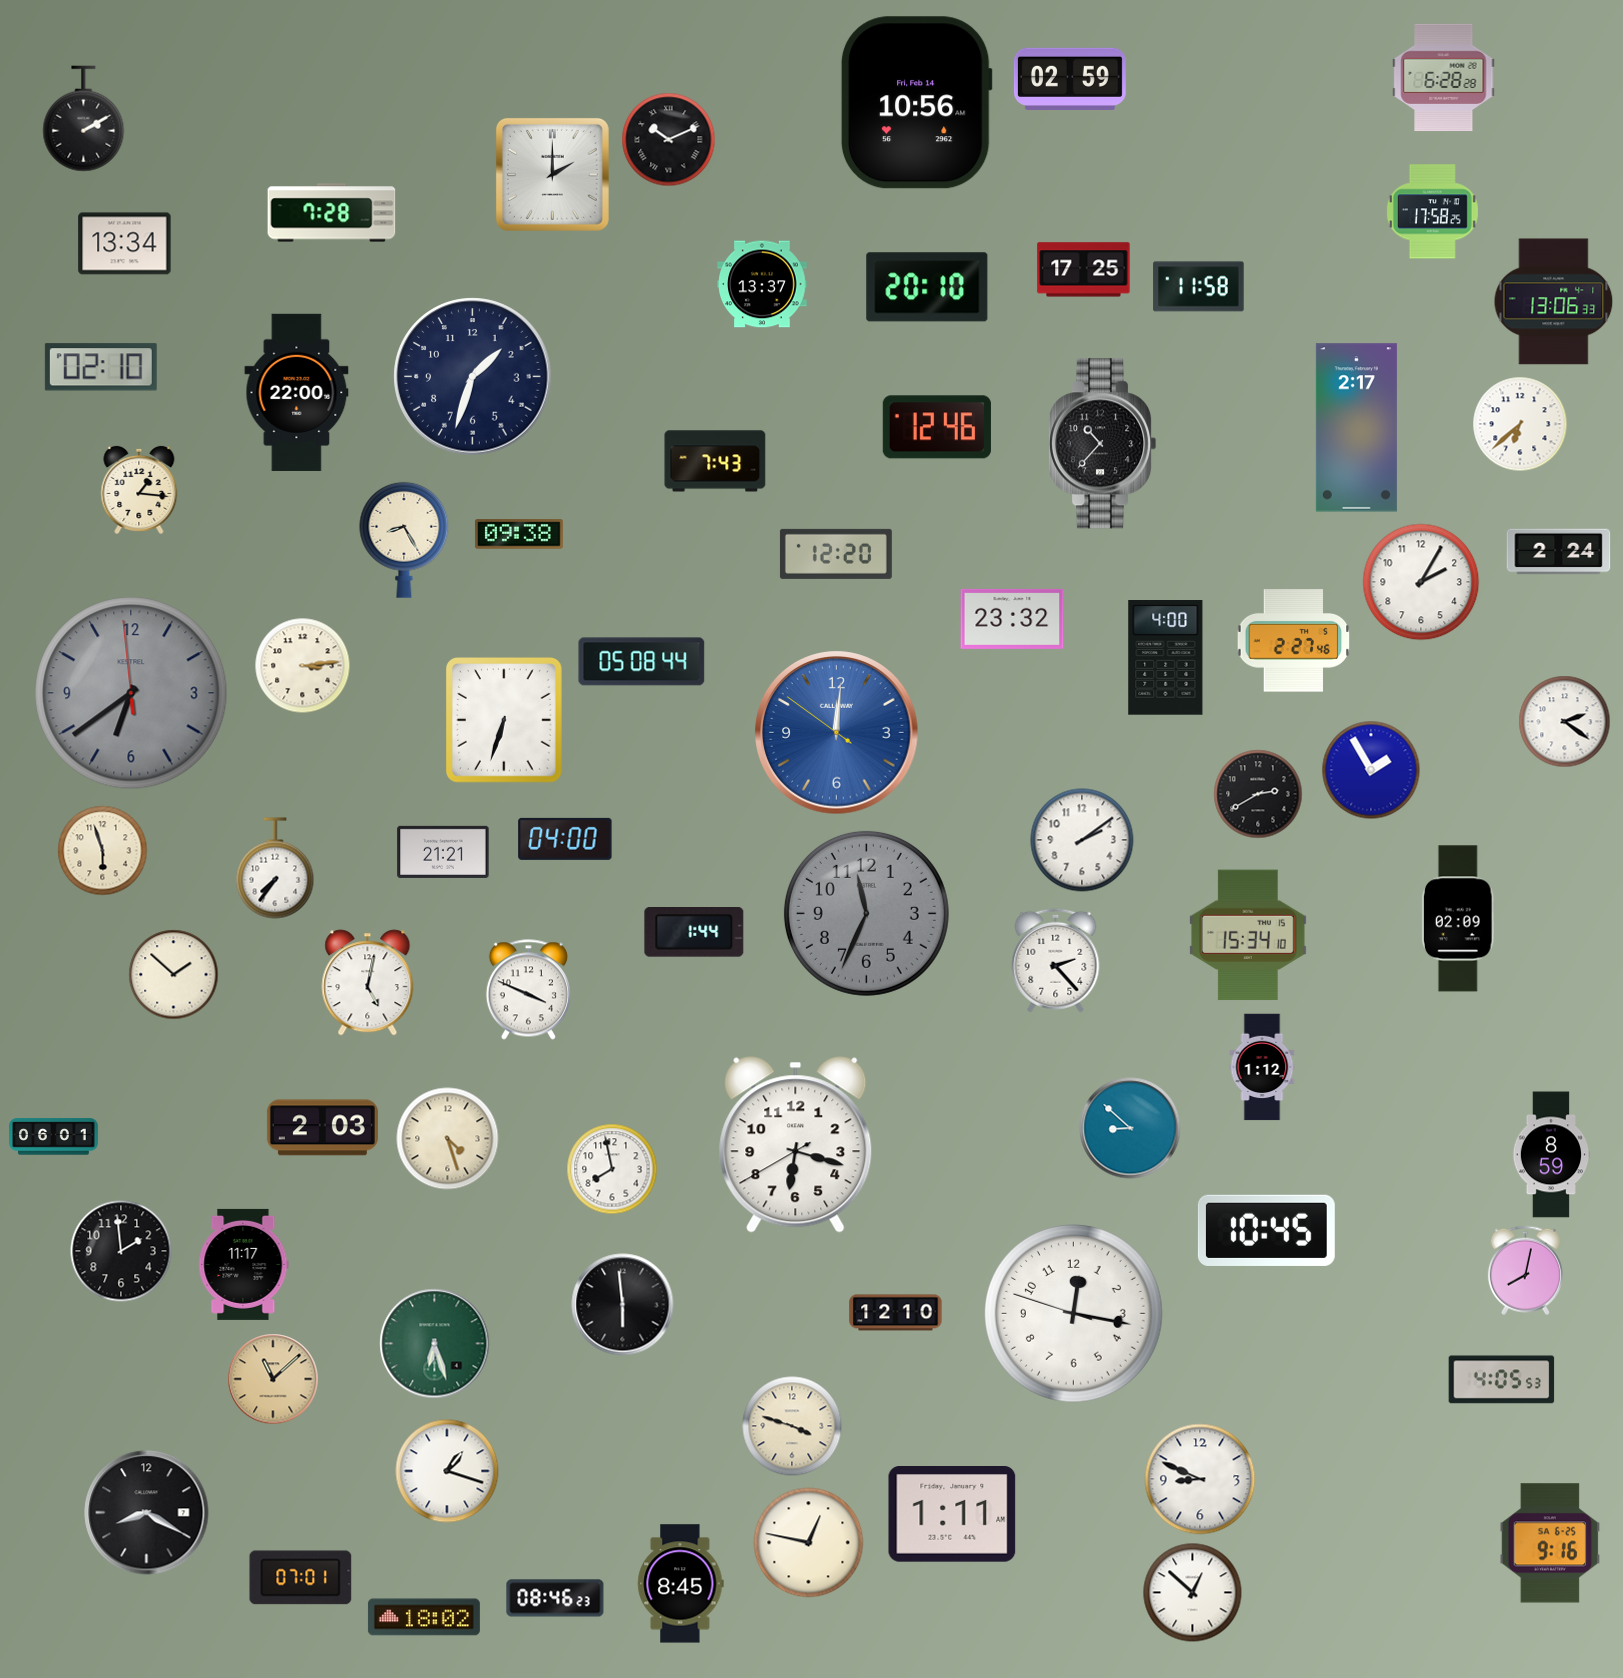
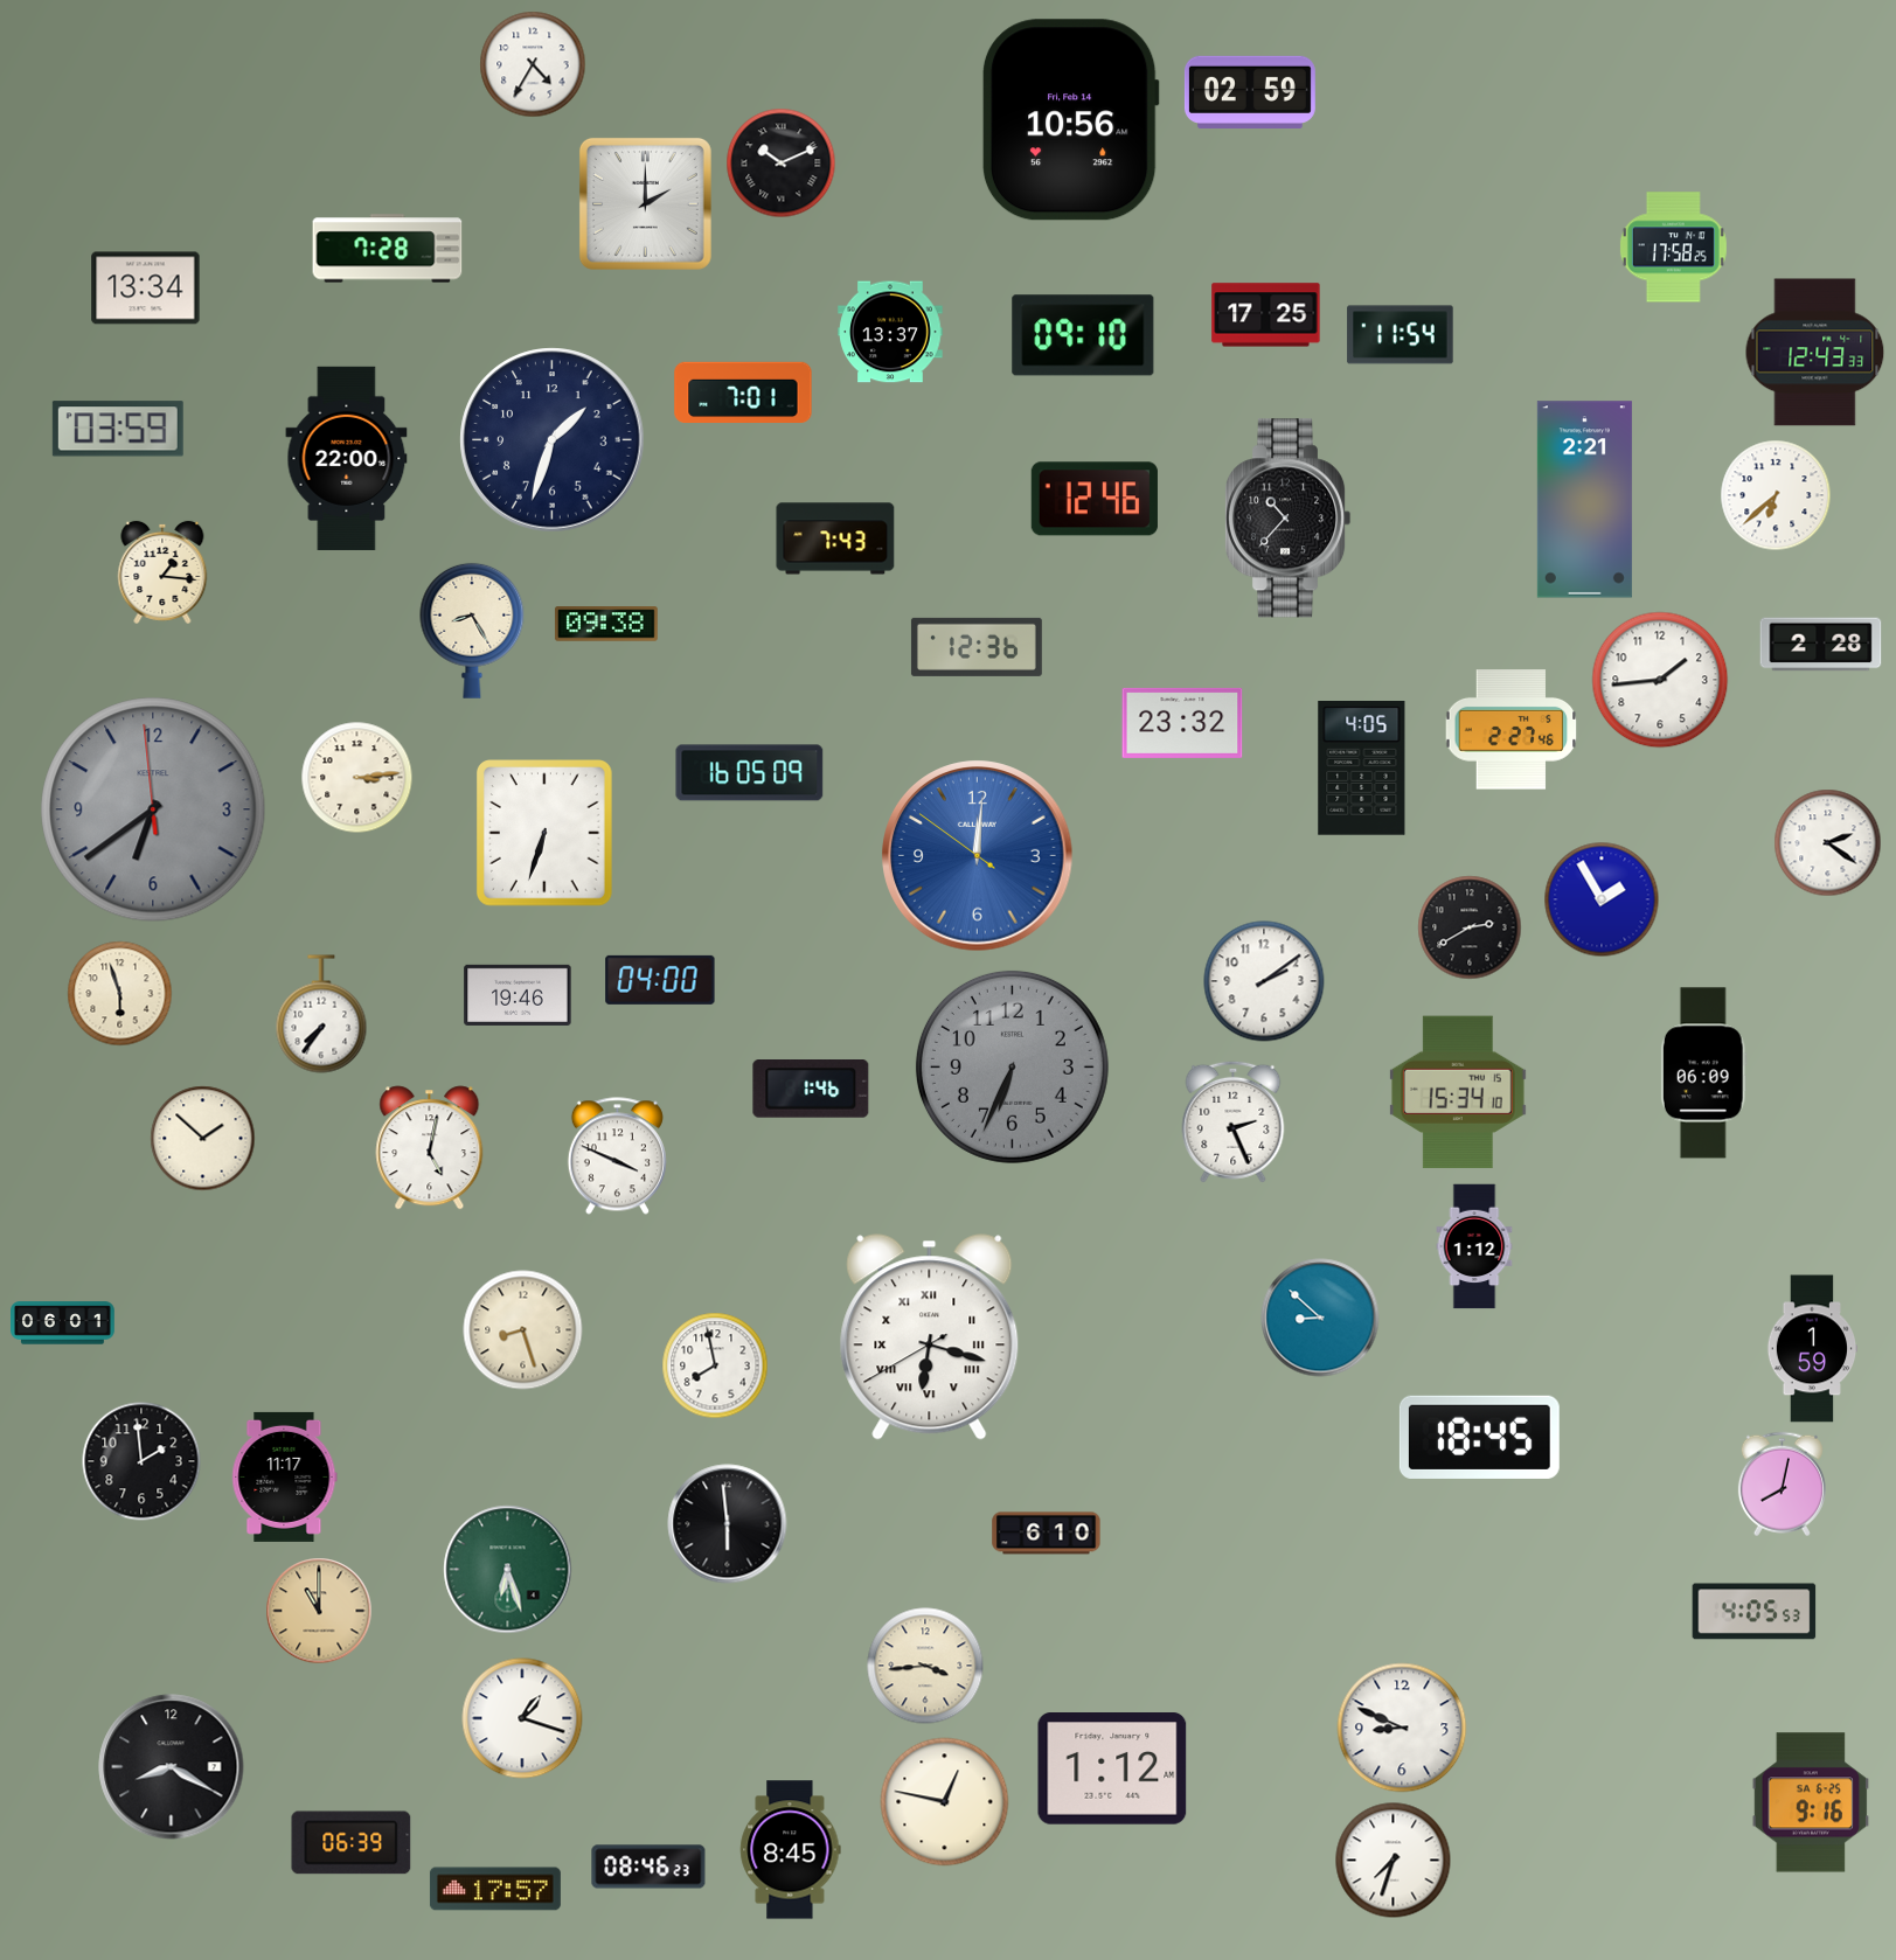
clock at (533, 64): none -> 4:35
clock at (1444, 78): 6:28 -> none
clock at (84, 119): 2:10 -> none
clock at (125, 244) position: (125, 244) -> (146, 289)
clock at (927, 287): 20:10 -> 09:10
clock at (1199, 287): 11:58 -> 11:54
clock at (1554, 302): 13:06 -> 12:43
clock at (743, 391): none -> 7:01
clock at (101, 367): 02:10 -> 03:59
clock at (1356, 428): 2:17 -> 2:21
clock at (1559, 552): 2:24 -> 2:28
clock at (836, 554): 12:20 -> 12:36
clock at (1421, 582): 2:05 -> 1:44
clock at (1294, 641) position: (1294, 641) -> (1512, 730)
clock at (1166, 658): 4:00 -> 4:05
clock at (642, 662): 05:08 -> 16:05
clock at (303, 666) position: (303, 666) -> (357, 778)
clock at (505, 721) position: (505, 721) -> (546, 834)
clock at (443, 852): 21:21 -> 19:46
clock at (866, 913): 11:34 -> 6:34
clock at (1458, 919): 02:09 -> 06:09
clock at (694, 932): 1:44 -> 1:46
clock at (1056, 960): 2:23 -> 2:26
clock at (322, 1128): 2:03 -> none
clock at (54, 1137) position: (54, 1137) -> (63, 1323)
clock at (448, 1139): 4:27 -> 8:27
clock at (796, 1145) numerals: Arabic -> Roman
clock at (1551, 1155): 8:59 -> 1:59
clock at (1266, 1230): 10:45 -> 18:45
clock at (896, 1313): 12:10 -> 6:10
clock at (1074, 1314): 12:16 -> none
clock at (273, 1379): 11:08 -> 11:00
clock at (792, 1426): 3:48 -> 3:44
clock at (952, 1514): 1:11 -> 1:12
clock at (301, 1578): 07:01 -> 06:39
clock at (681, 1584) position: (681, 1584) -> (791, 1850)
clock at (1193, 1593): 12:52 -> 7:33
clock at (424, 1617): 18:02 -> 17:57
